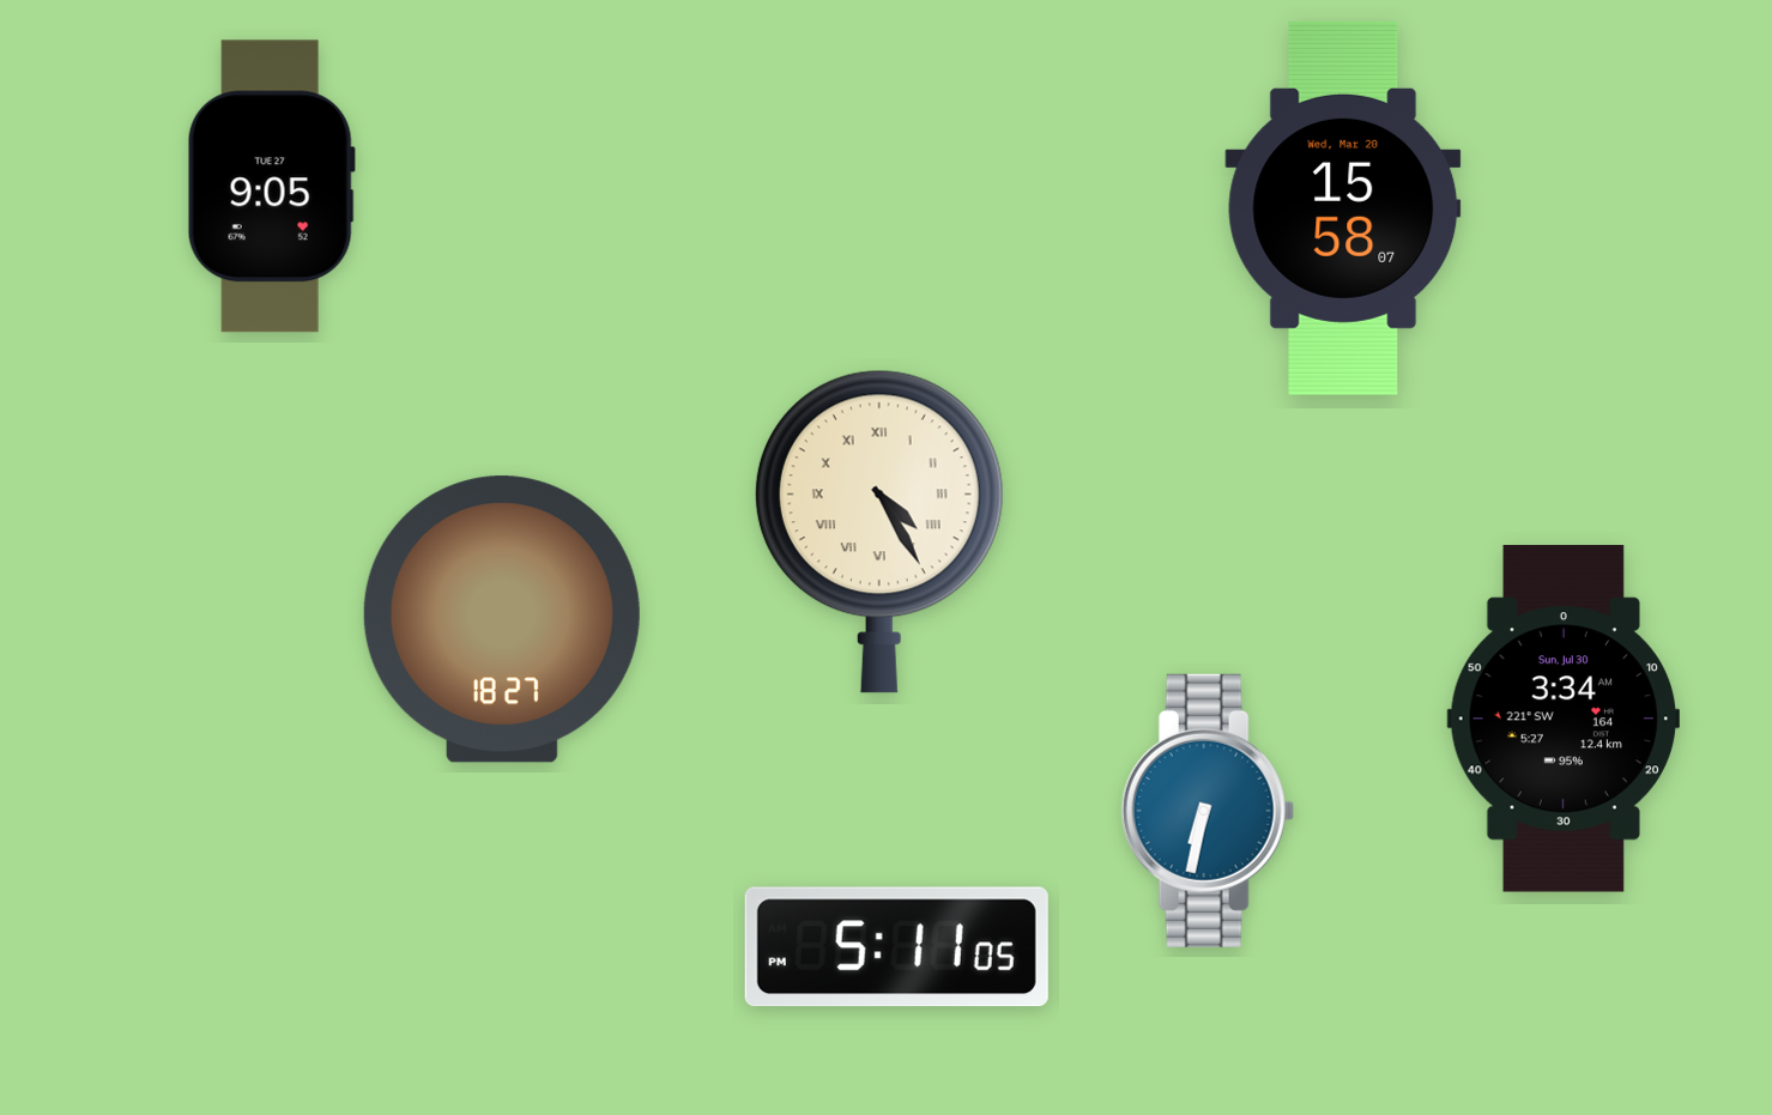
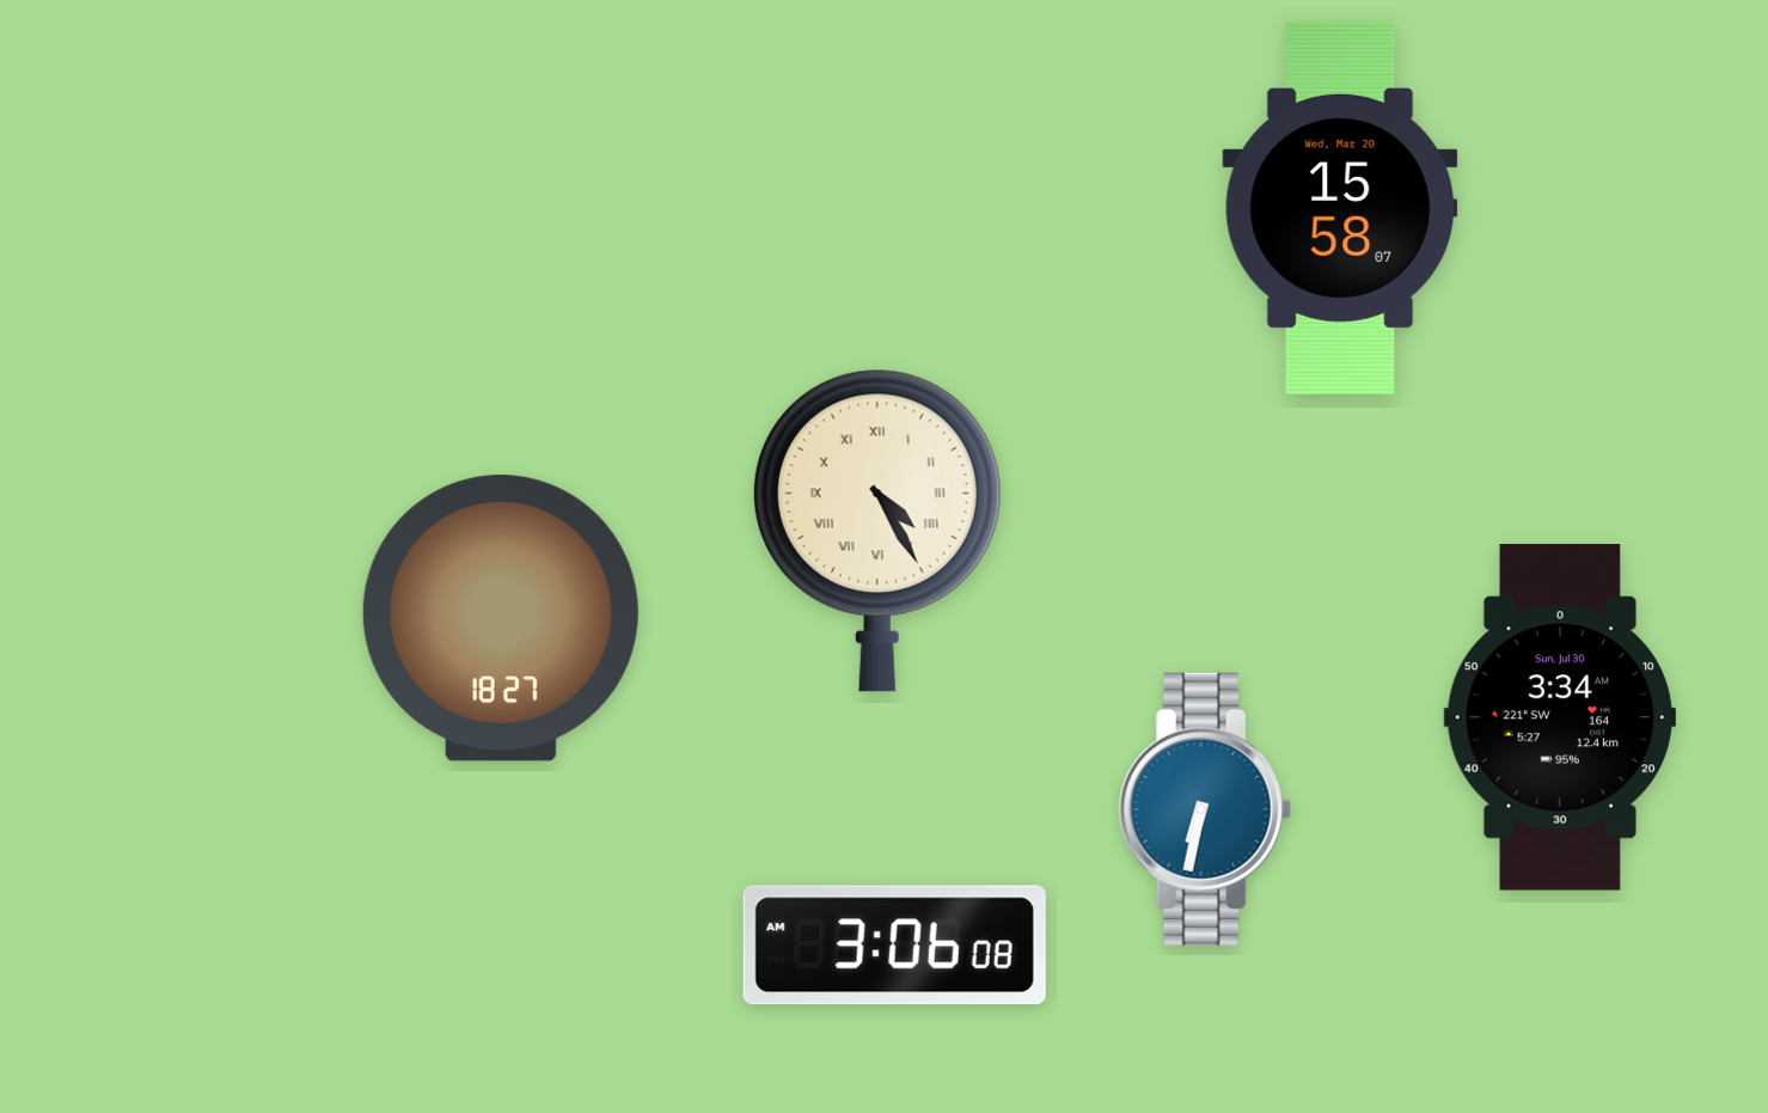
clock at (271, 187): 9:05 -> none
clock at (896, 947): 5:11 -> 3:06
